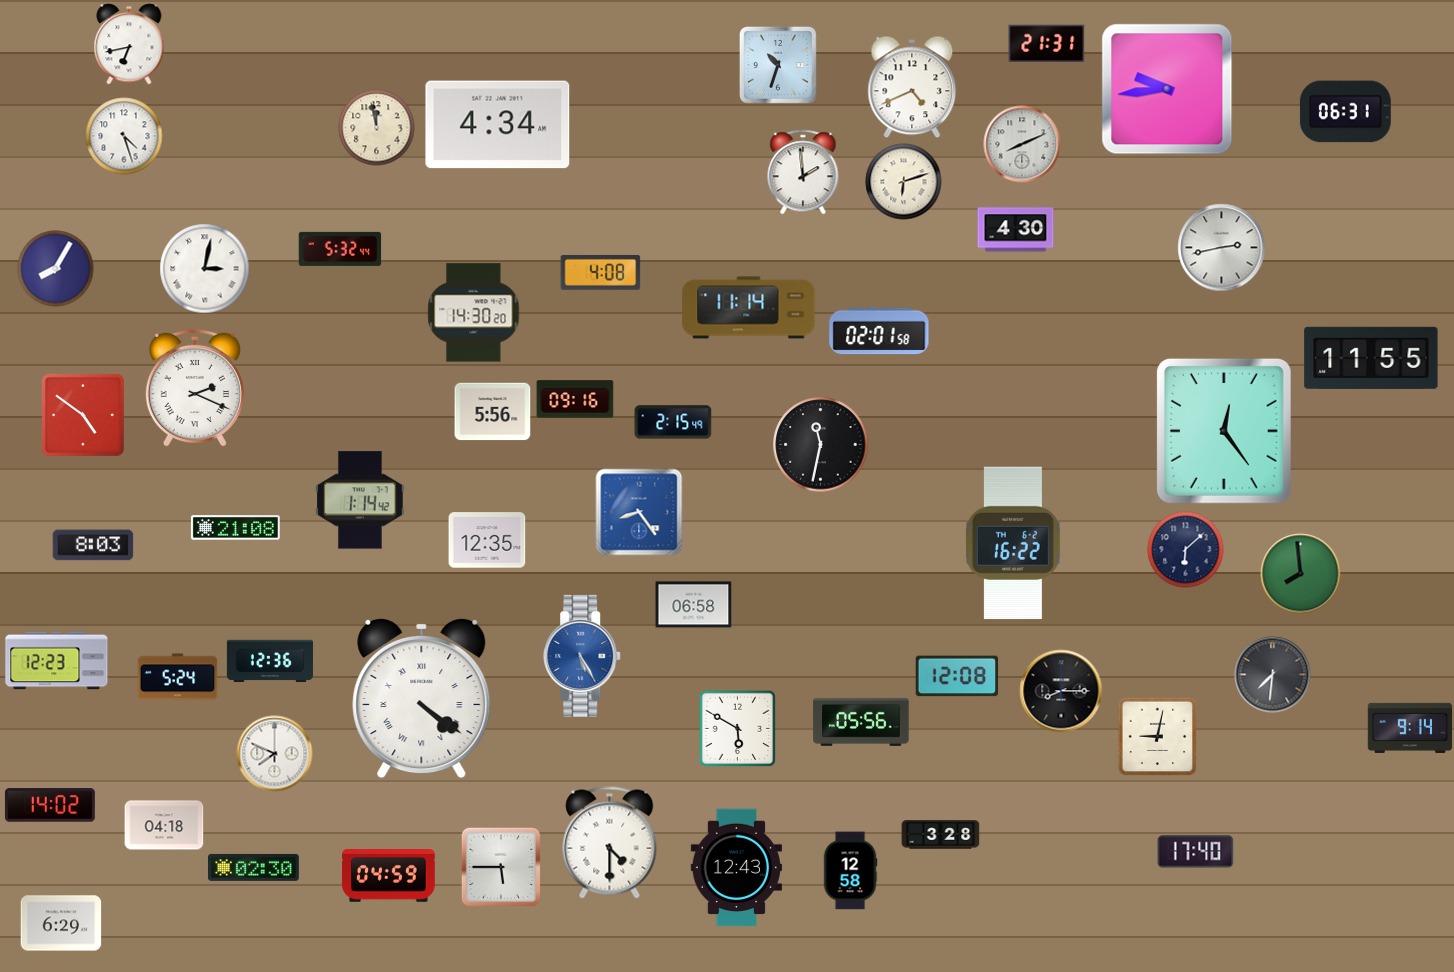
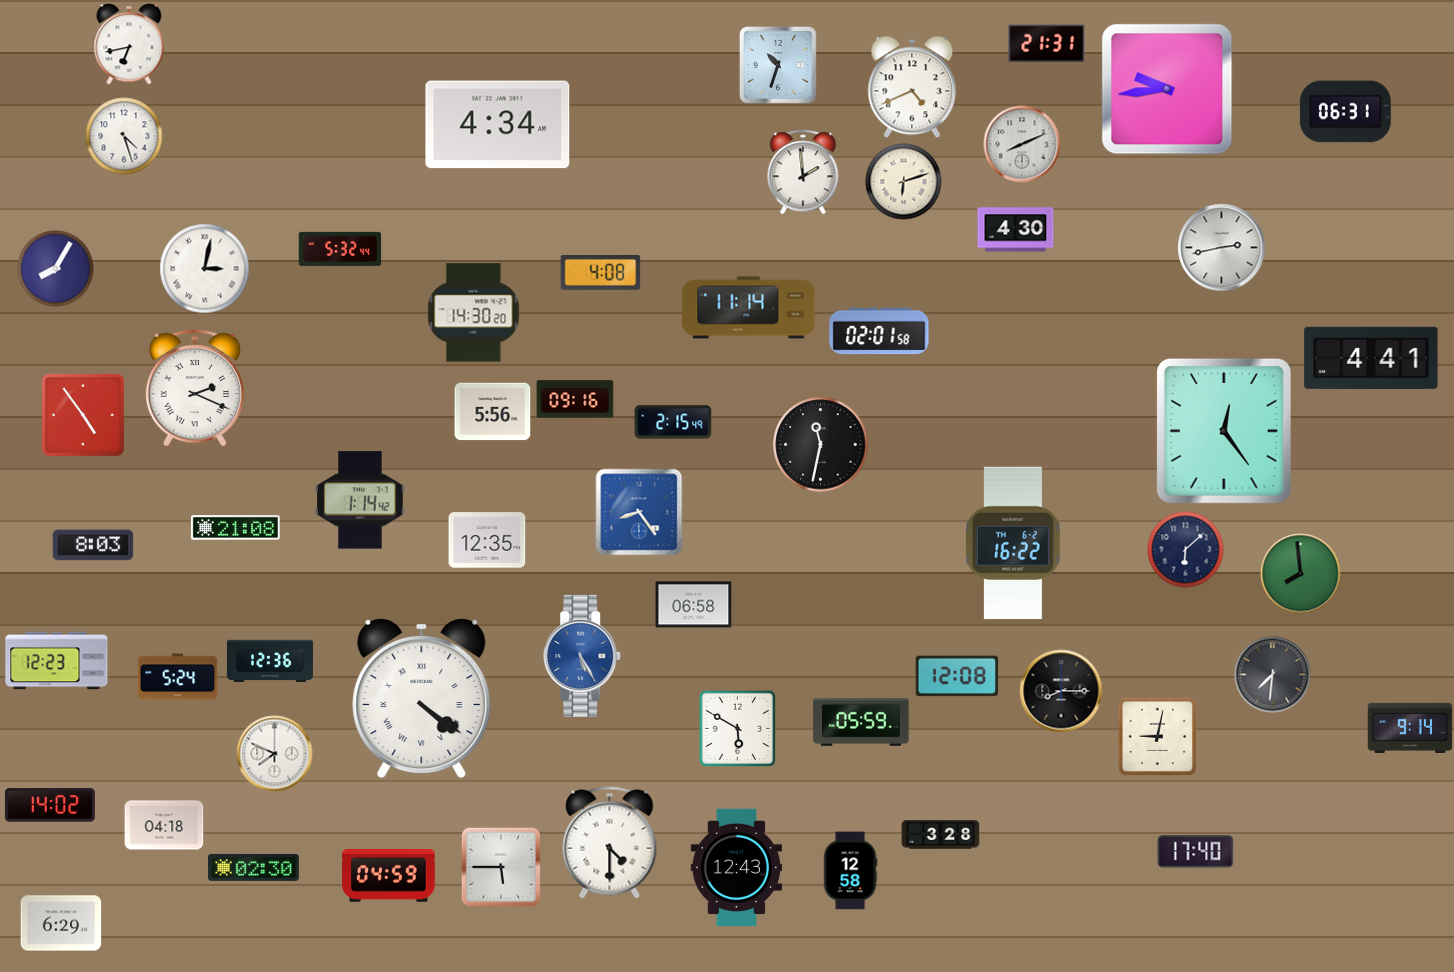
clock at (377, 128): 11:58 -> none
clock at (1371, 358): 11:55 -> 4:41
clock at (83, 415): 4:51 -> 4:54
clock at (861, 722): 05:56 -> 05:59
